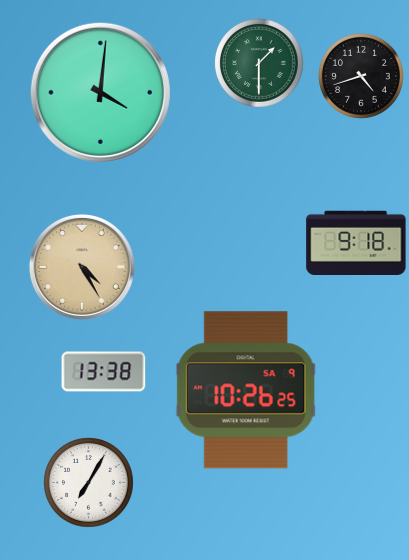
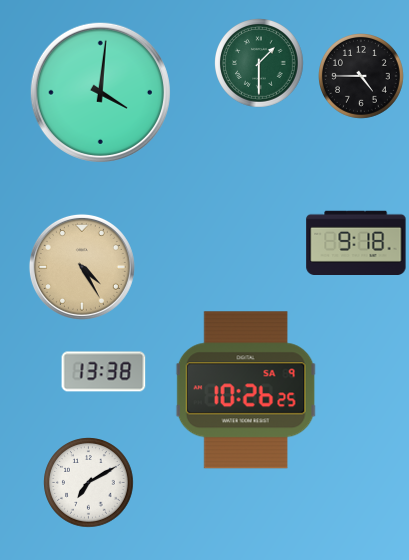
clock at (362, 77): 4:42 -> 4:45
clock at (89, 483): 7:05 -> 7:10
